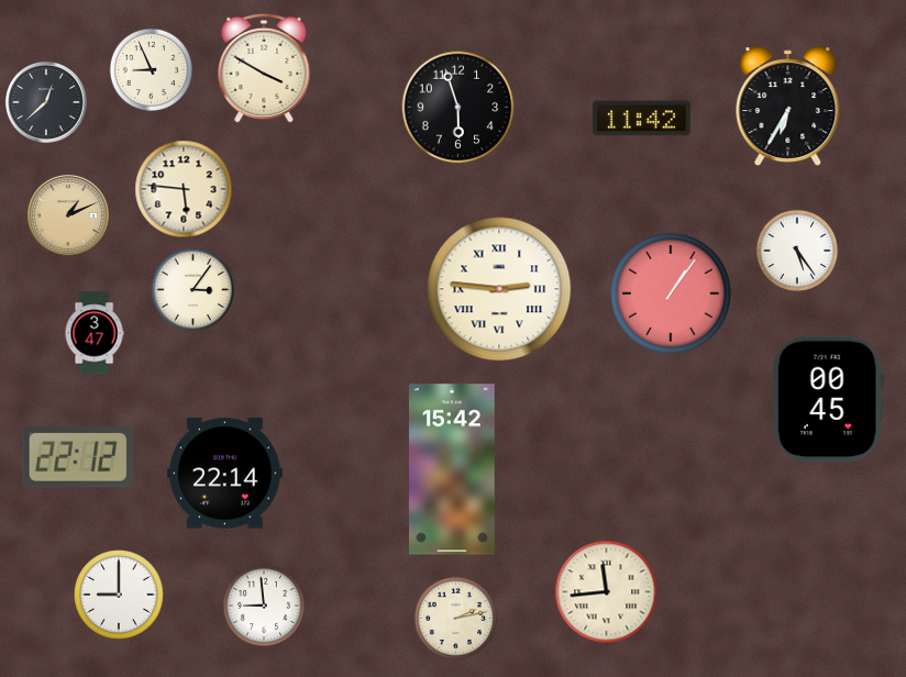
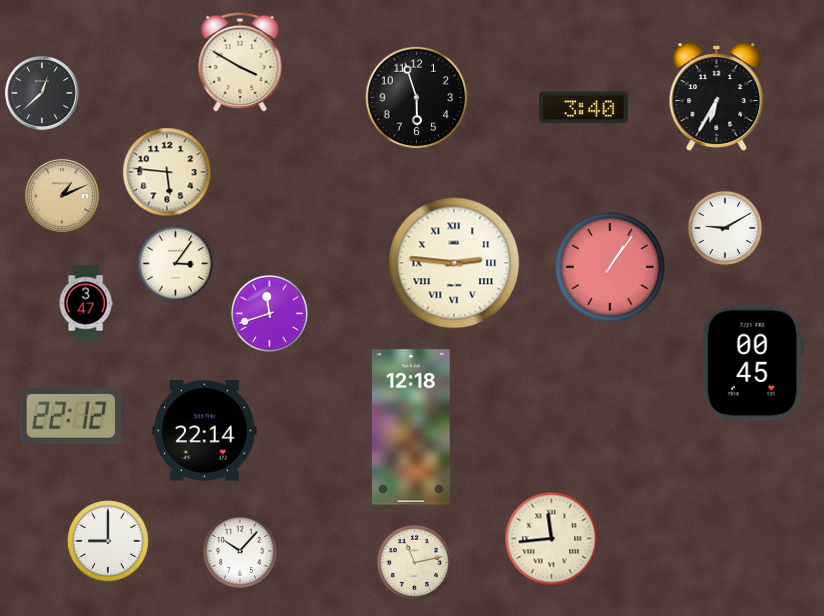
clock at (152, 70): 8:56 -> none
clock at (642, 119): 11:42 -> 3:40
clock at (797, 251): 5:24 -> 9:10
clock at (269, 313): none -> 11:42
clock at (452, 469): 15:42 -> 12:18
clock at (264, 606): 8:59 -> 10:07
clock at (456, 619): 2:13 -> 11:13
